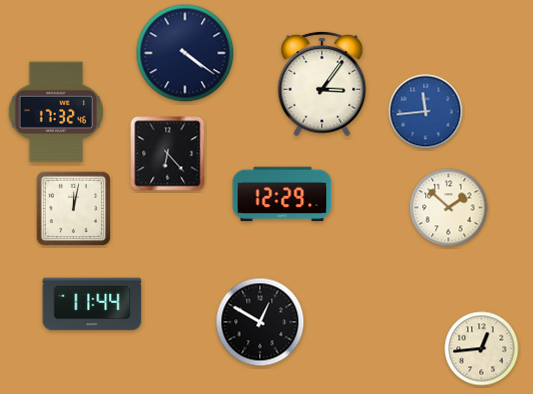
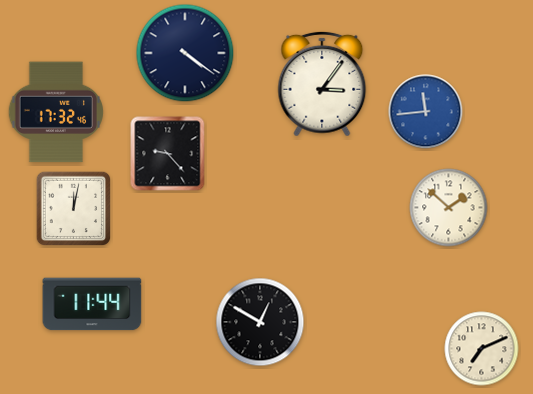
clock at (168, 154): 6:23 -> 9:23
clock at (282, 194): 12:29 -> none
clock at (482, 349): 12:44 -> 7:11
